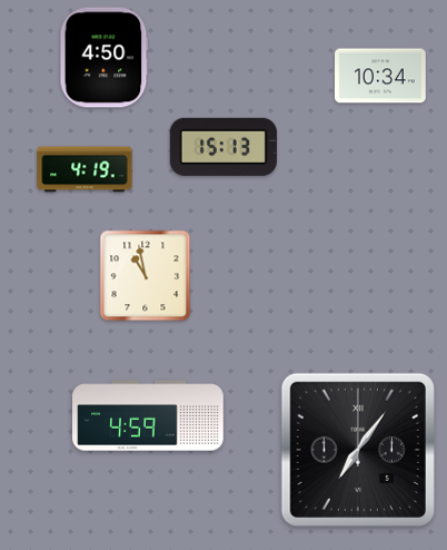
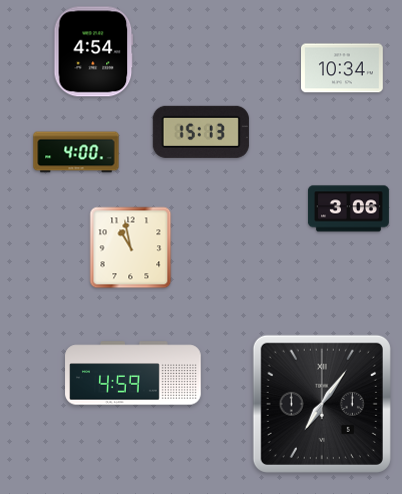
clock at (105, 58): 4:50 -> 4:54
clock at (85, 169): 4:19 -> 4:00
clock at (348, 209): none -> 3:06
